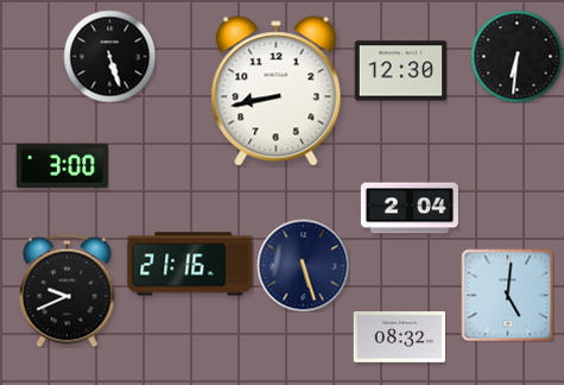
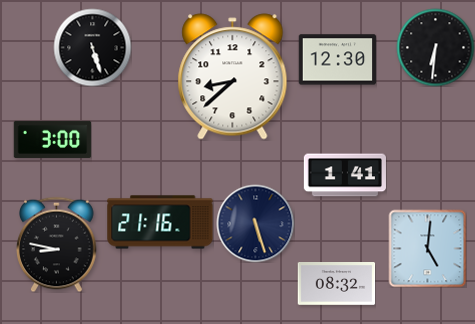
clock at (277, 91): 8:43 -> 8:38
clock at (410, 208): 2:04 -> 1:41
clock at (68, 290): 9:41 -> 8:47
